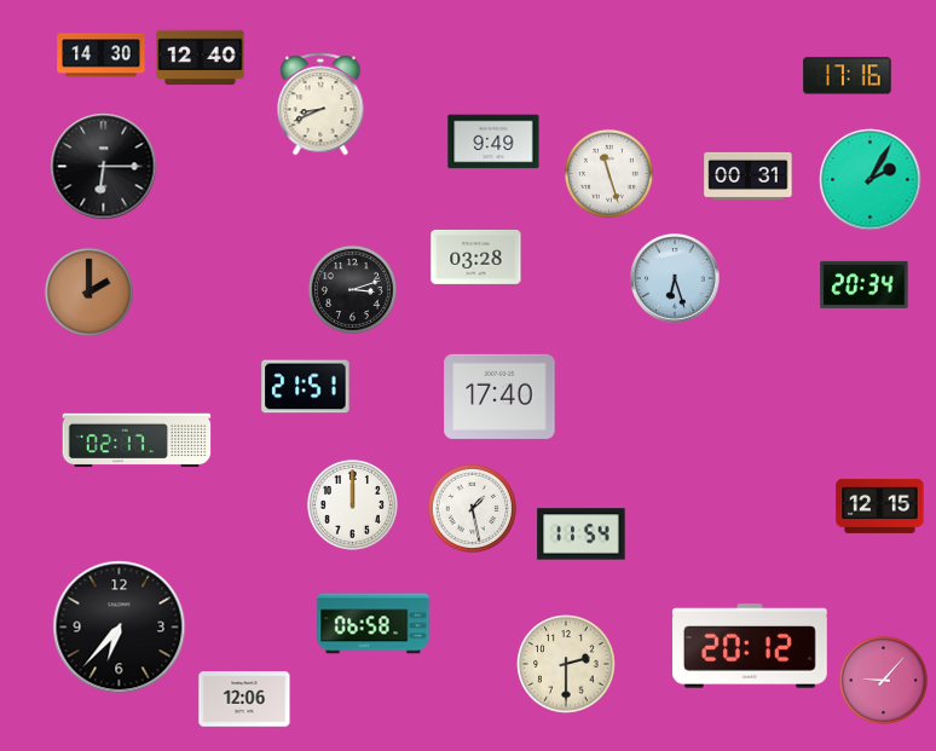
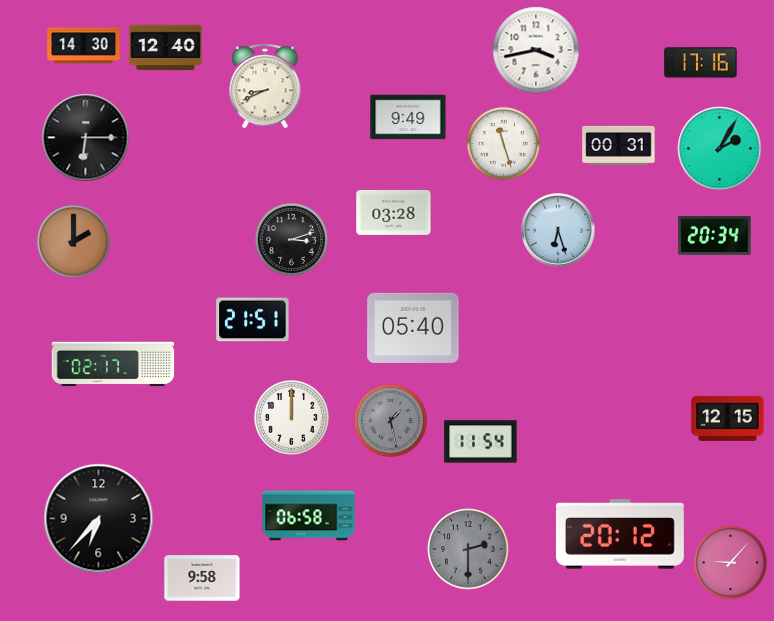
clock at (536, 50): none -> 3:43
clock at (499, 397): 17:40 -> 05:40
clock at (472, 508) dial: white -> grey
clock at (566, 664) dial: cream -> grey
clock at (244, 699): 12:06 -> 9:58
